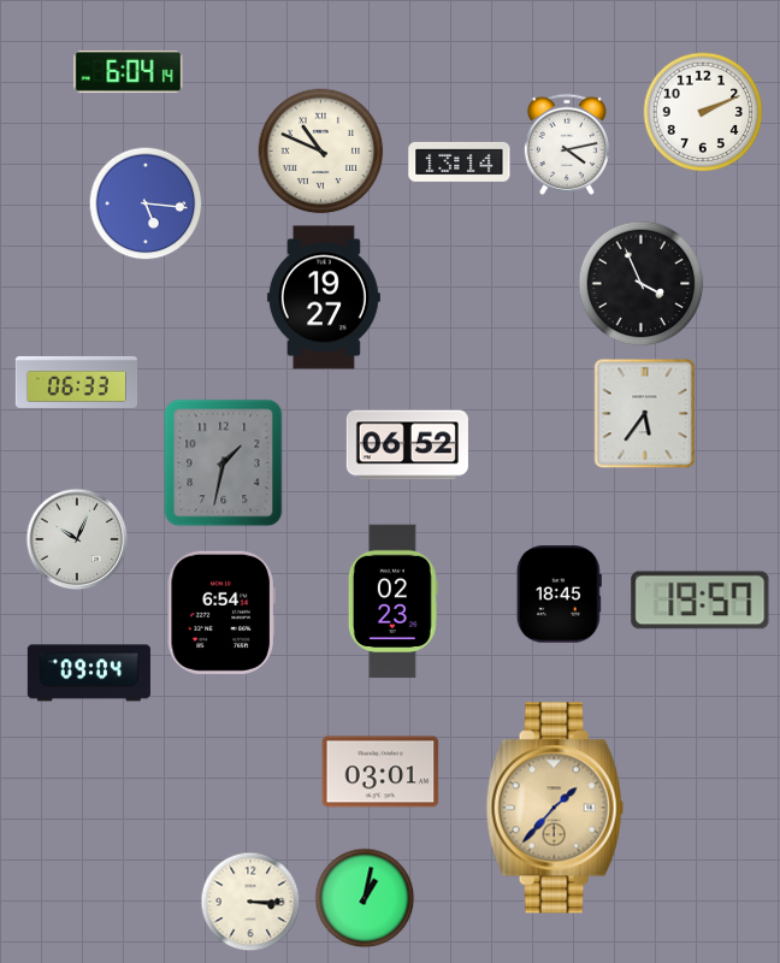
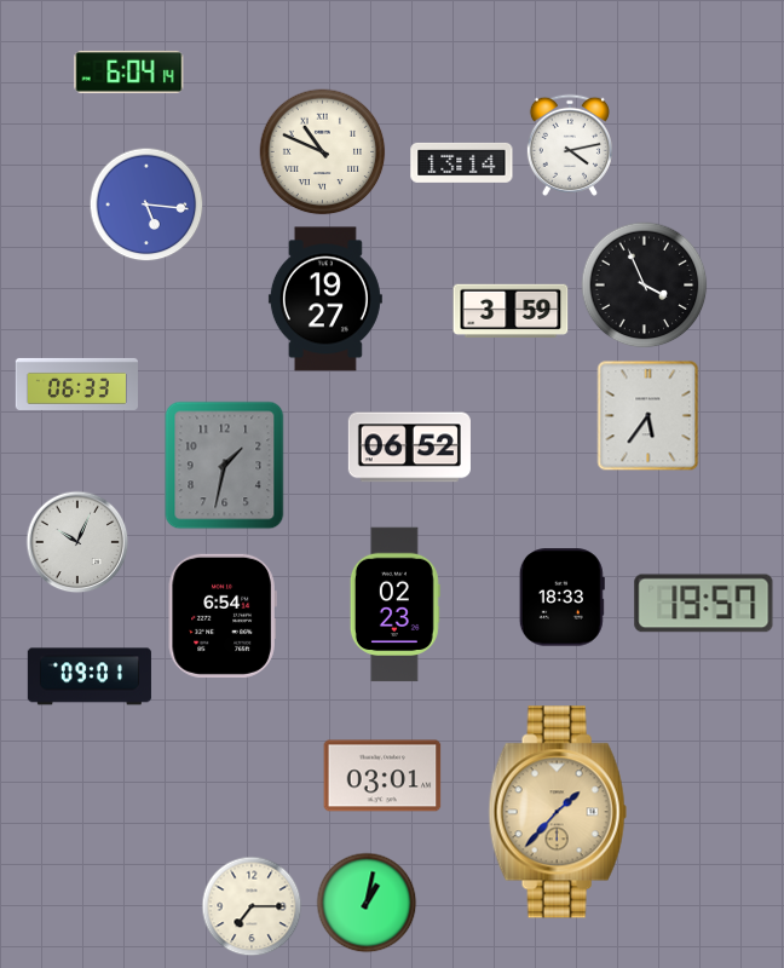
clock at (703, 112): 2:11 -> none
clock at (511, 310): none -> 3:59
clock at (559, 595): 18:45 -> 18:33
clock at (89, 673): 09:04 -> 09:01
clock at (250, 902): 3:15 -> 7:15
